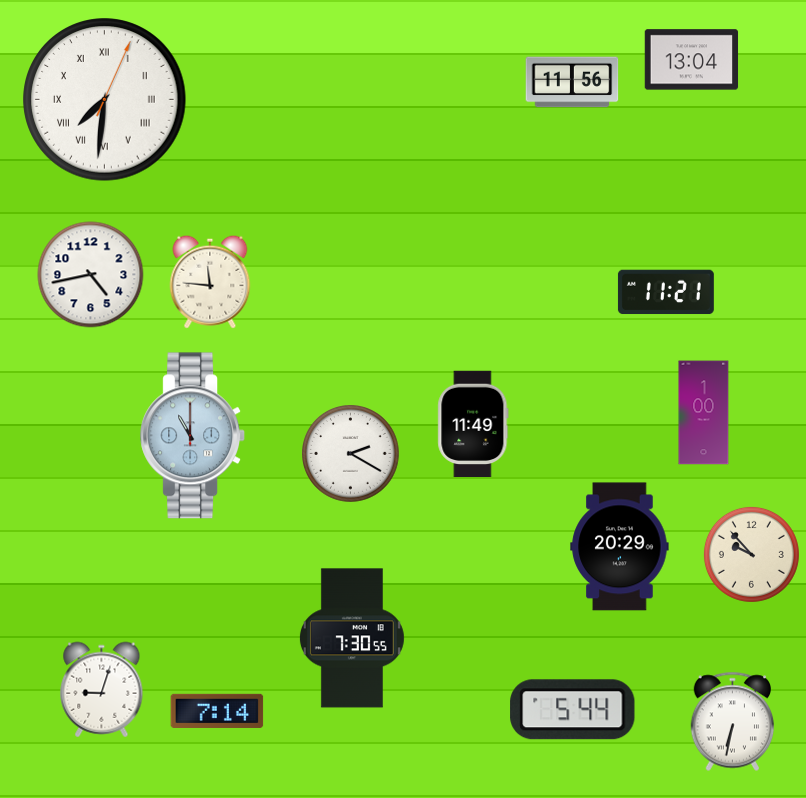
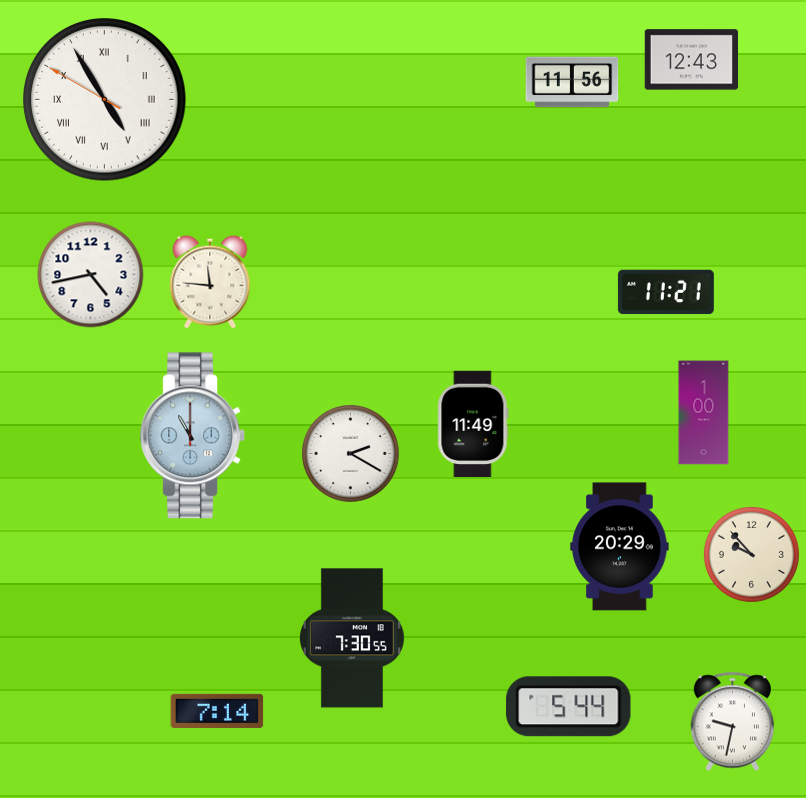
clock at (692, 60): 13:04 -> 12:43
clock at (105, 100): 7:31 -> 4:54
clock at (102, 690): 9:03 -> none
clock at (573, 710) position: (573, 710) -> (569, 707)
clock at (733, 722): 6:32 -> 9:32
